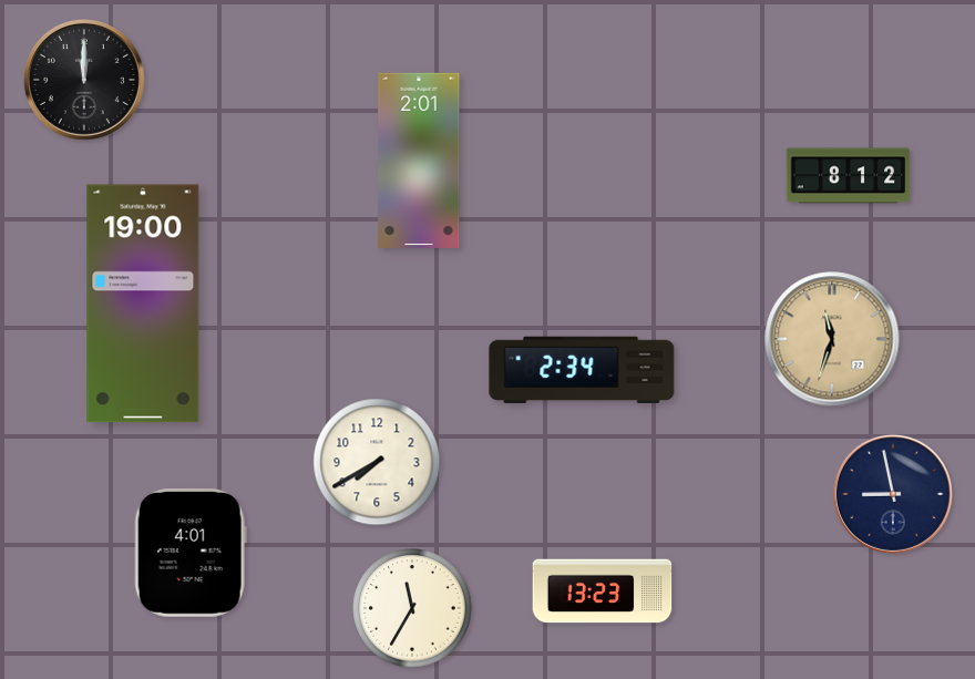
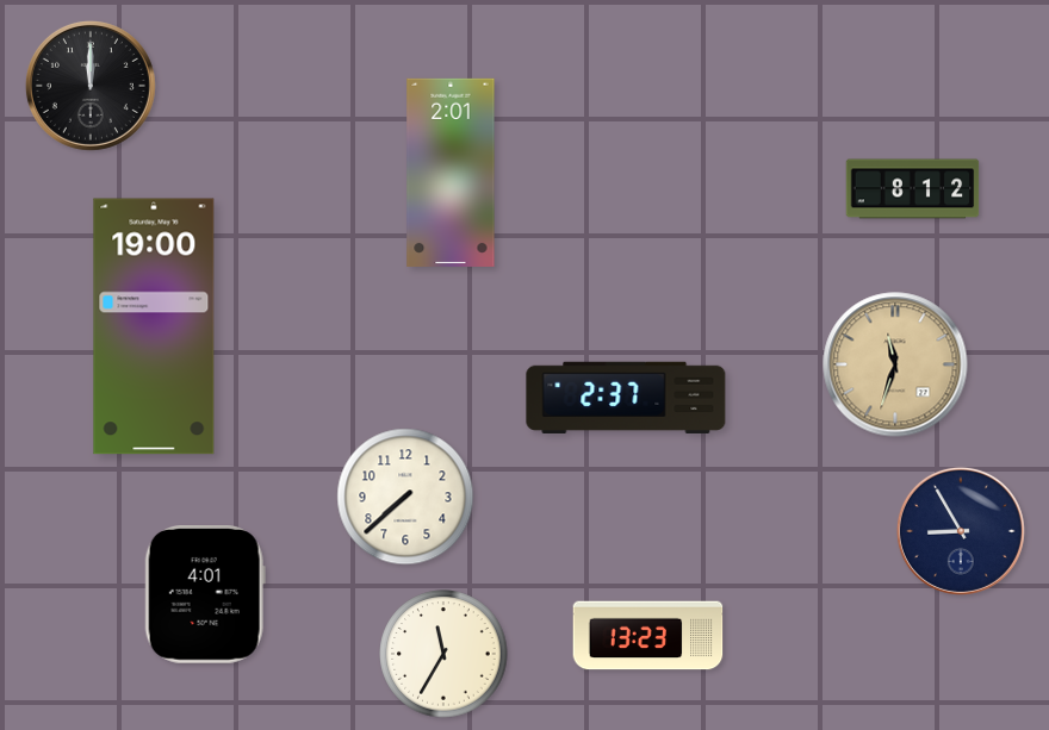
clock at (582, 370): 2:34 -> 2:37
clock at (377, 462): 7:40 -> 7:38
clock at (893, 494): 8:58 -> 8:55
